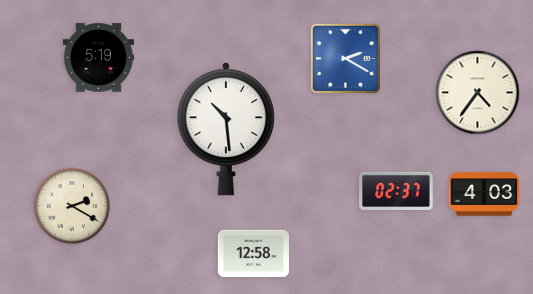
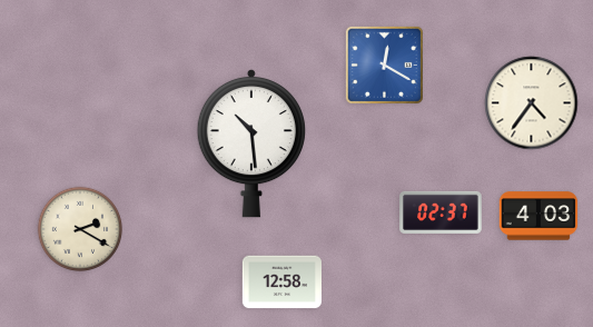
clock at (98, 58): 5:19 -> none
clock at (345, 58): 2:20 -> 12:20
